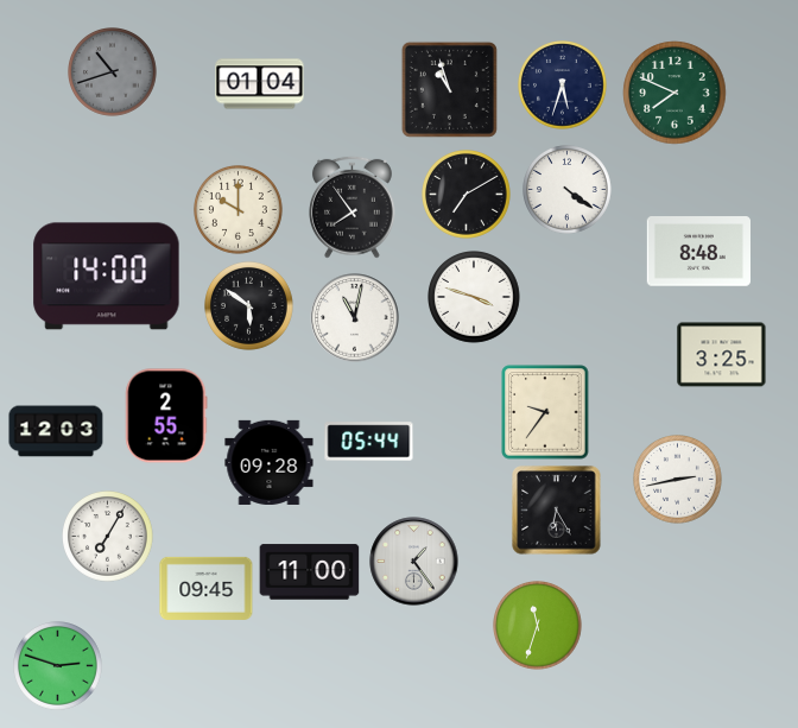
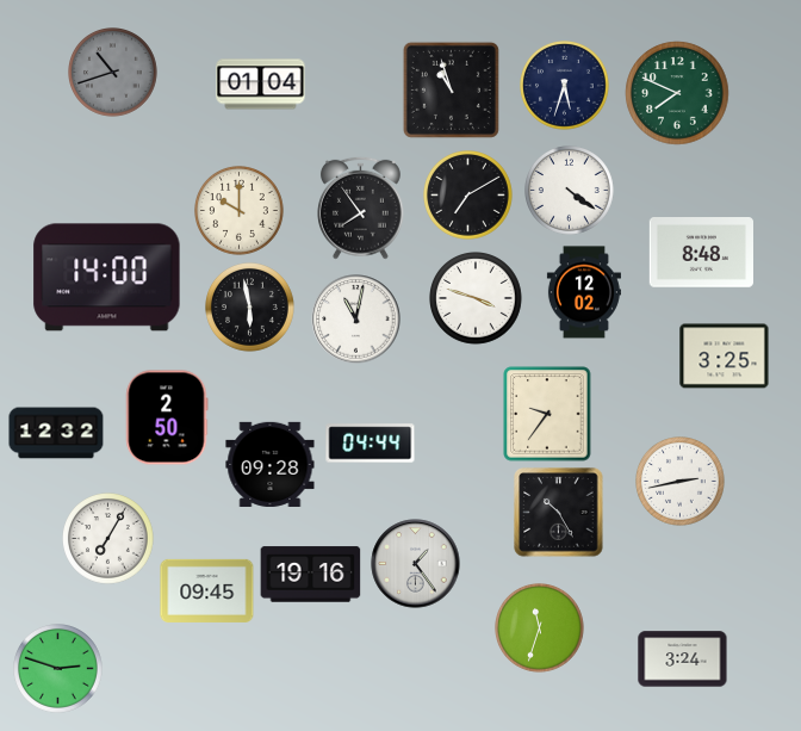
clock at (353, 207) position: (353, 207) -> (361, 207)
clock at (584, 292): none -> 12:02
clock at (249, 306): 5:51 -> 5:58
clock at (166, 416): 2:55 -> 2:50
clock at (56, 431): 12:03 -> 12:32
clock at (369, 442): 05:44 -> 04:44
clock at (557, 511): 6:25 -> 10:25
clock at (310, 572): 11:00 -> 19:16
clock at (683, 659): none -> 3:24
